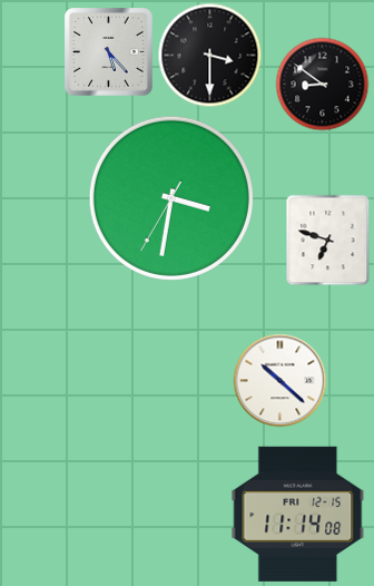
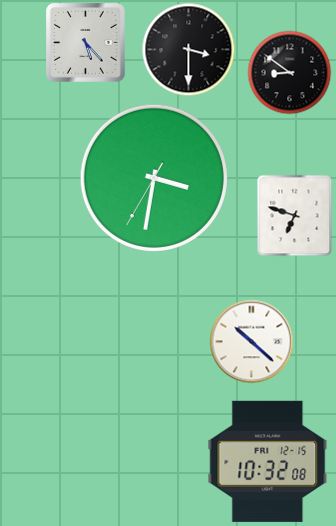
clock at (109, 52) position: (109, 52) -> (86, 43)
clock at (322, 84) position: (322, 84) -> (289, 72)
clock at (298, 514): 11:14 -> 10:32
